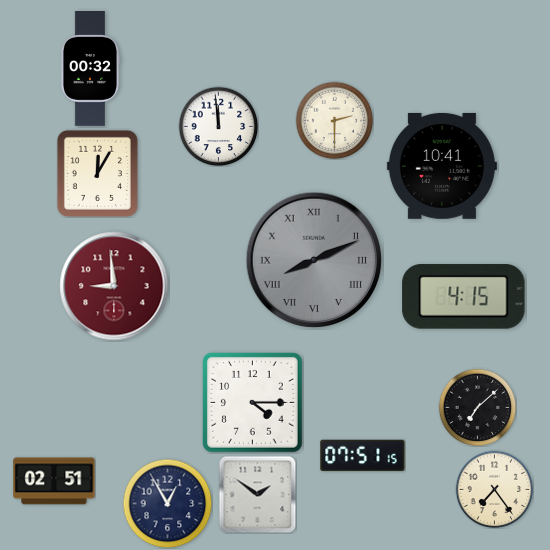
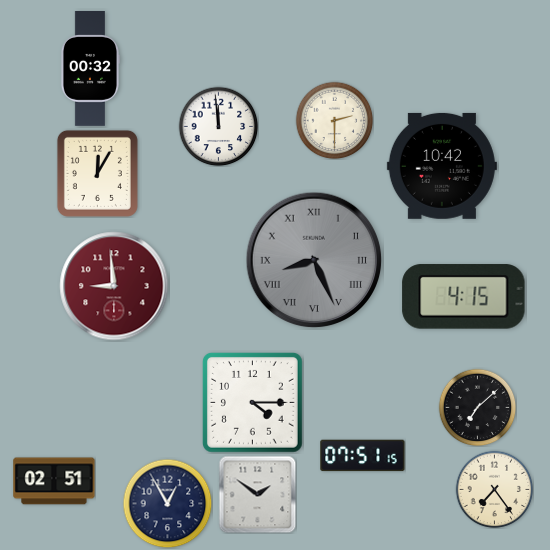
clock at (442, 166): 10:41 -> 10:42
clock at (314, 260): 8:11 -> 8:26
